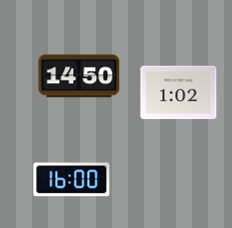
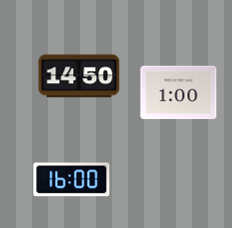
clock at (179, 93): 1:02 -> 1:00
